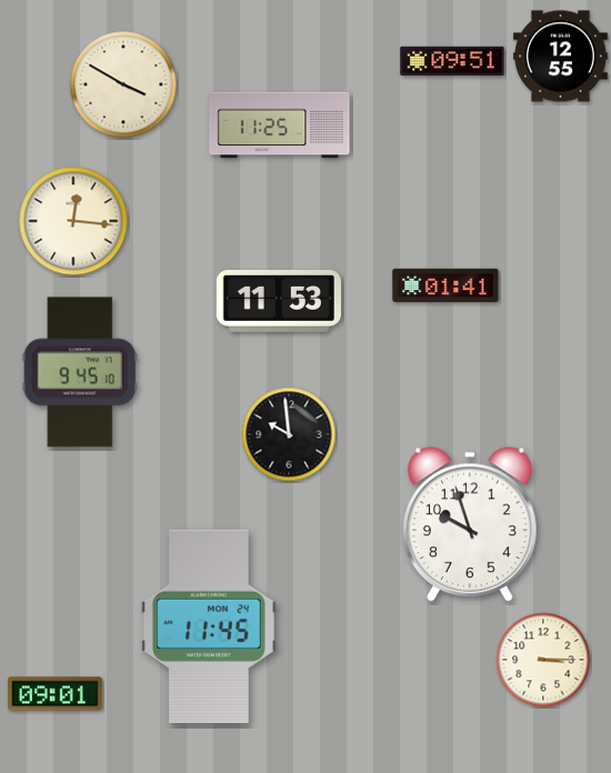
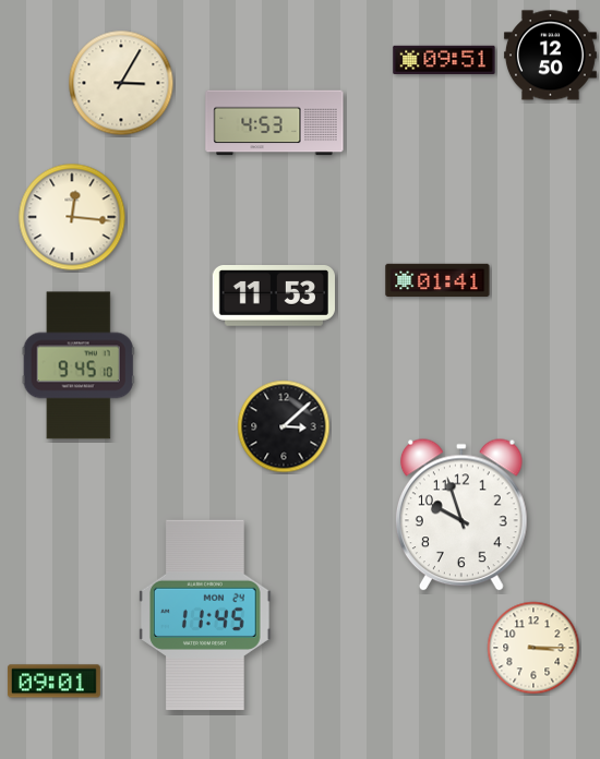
clock at (560, 57): 12:55 -> 12:50
clock at (123, 84): 3:50 -> 3:05
clock at (280, 126): 11:25 -> 4:53
clock at (289, 434): 9:59 -> 3:08
